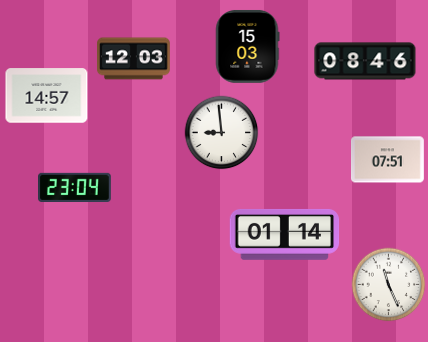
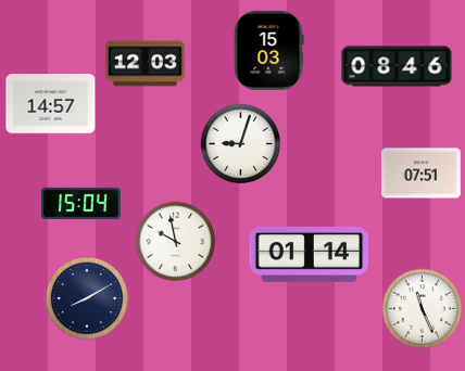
clock at (222, 133): 8:59 -> 9:03
clock at (75, 187): 23:04 -> 15:04
clock at (176, 242): none -> 9:58
clock at (87, 298): none -> 8:10
